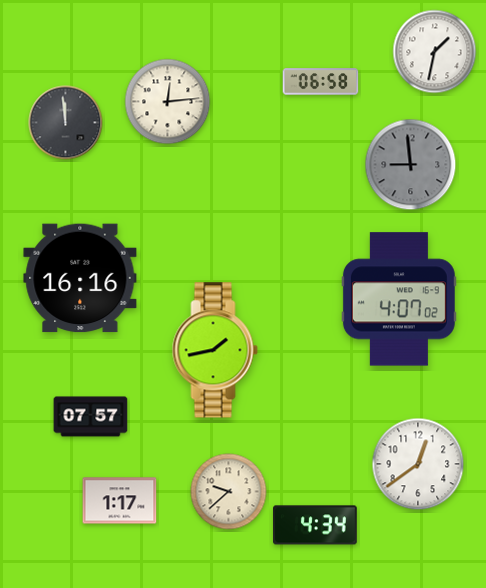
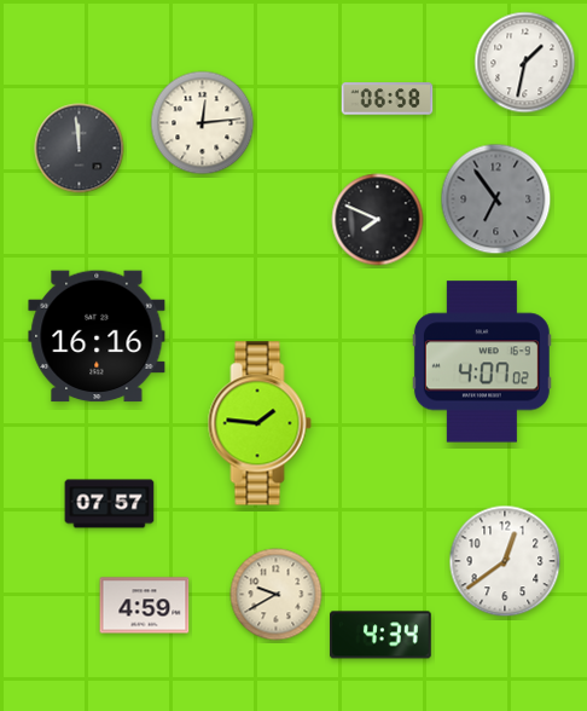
clock at (411, 165): 8:59 -> 6:54
clock at (378, 220): none -> 7:49
clock at (215, 350): 1:43 -> 1:46
clock at (229, 492): 9:38 -> 9:40
clock at (120, 501): 1:17 -> 4:59
